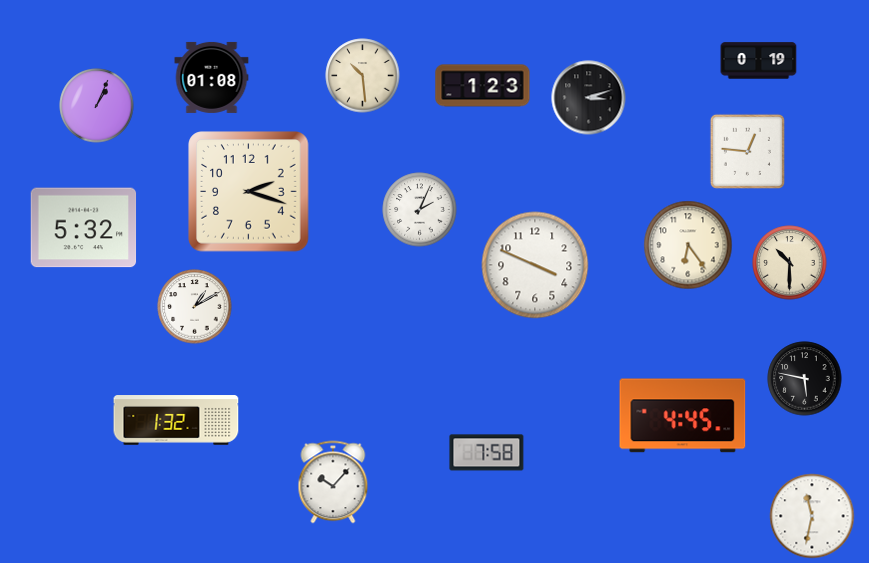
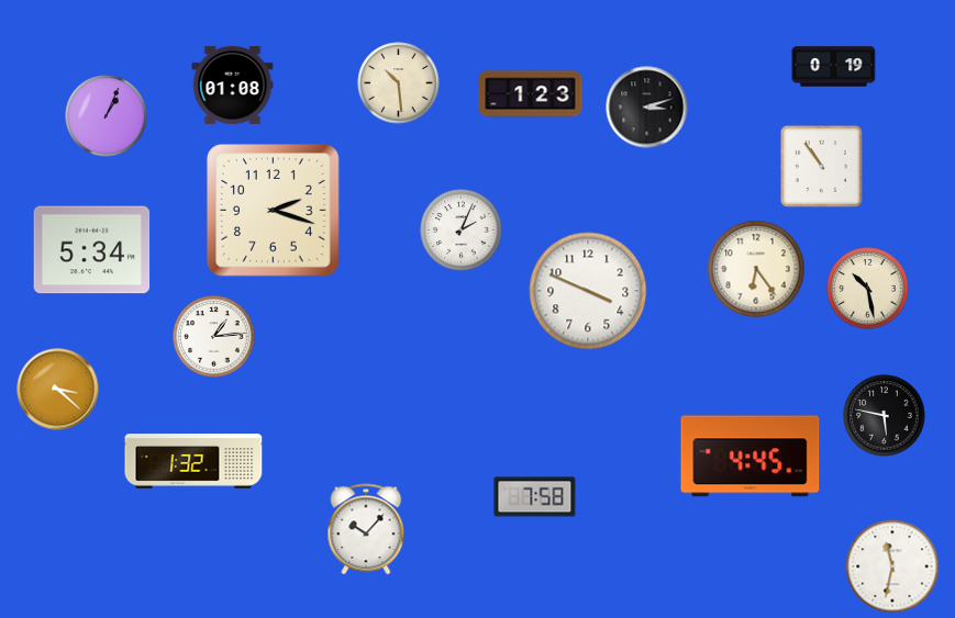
clock at (747, 151): 12:46 -> 10:54
clock at (84, 228): 5:32 -> 5:34
clock at (790, 263): 10:30 -> 10:28
clock at (195, 307): 1:10 -> 1:14
clock at (58, 390): none -> 3:22
